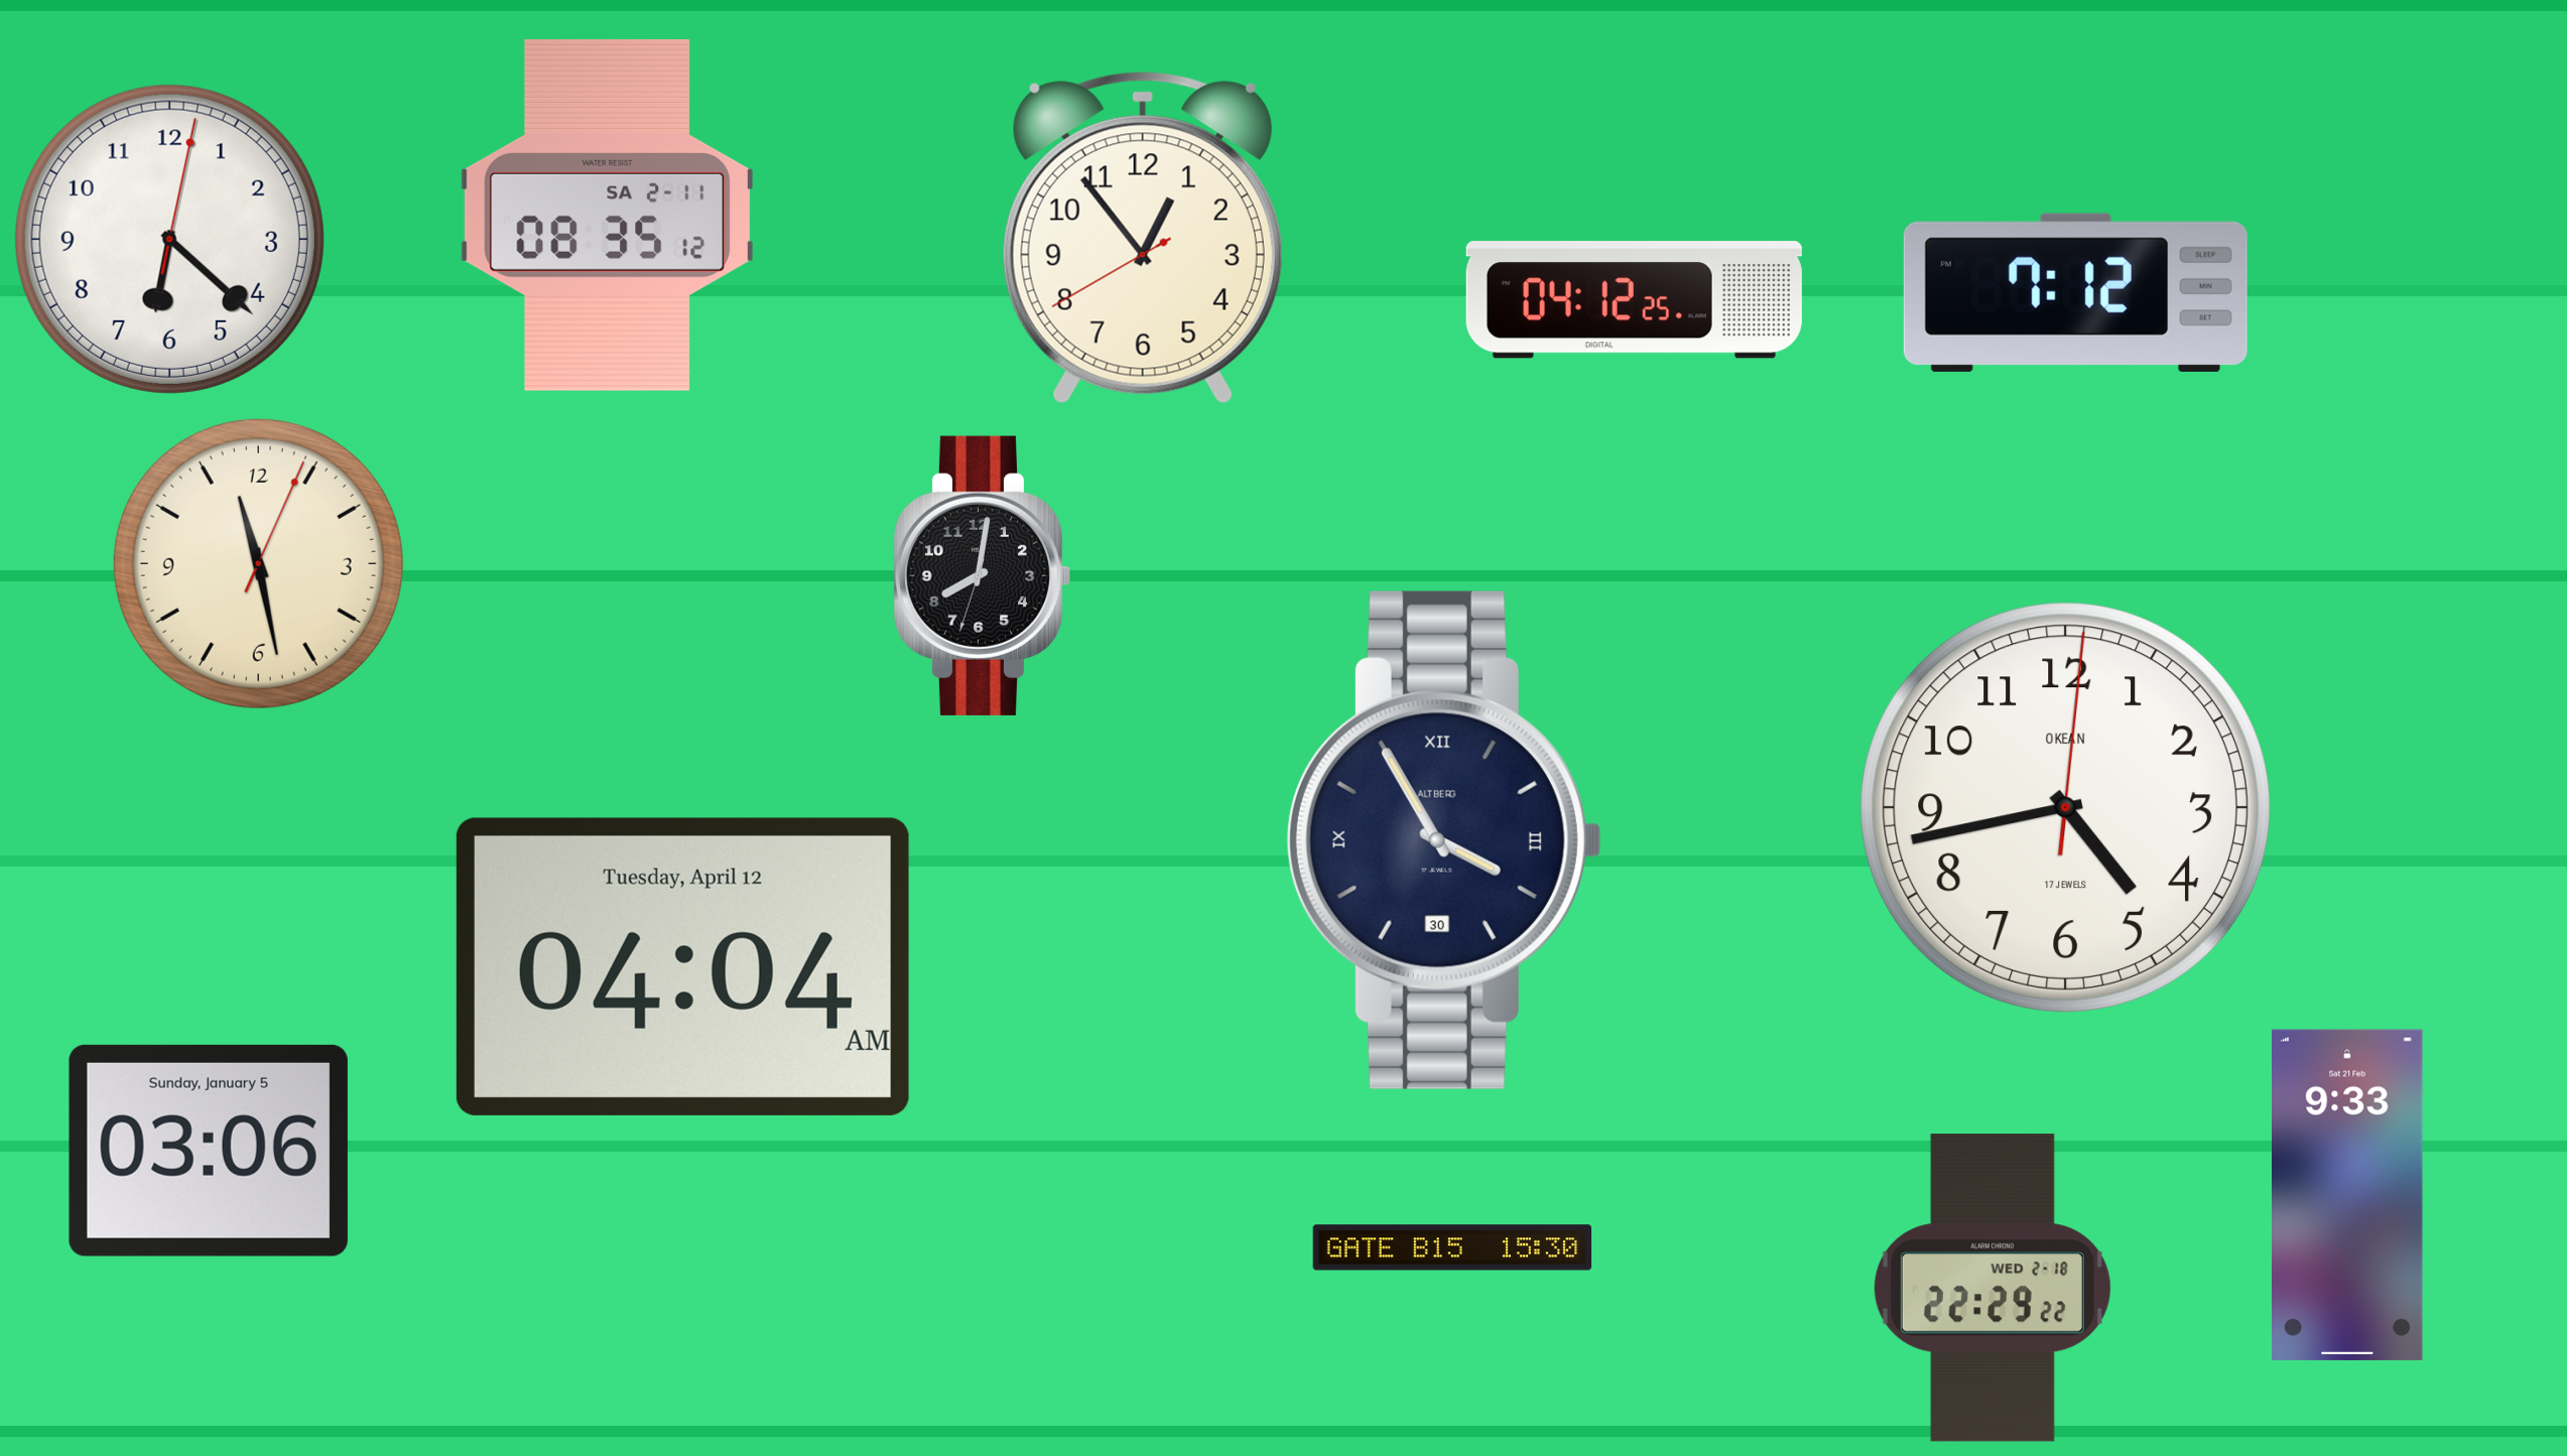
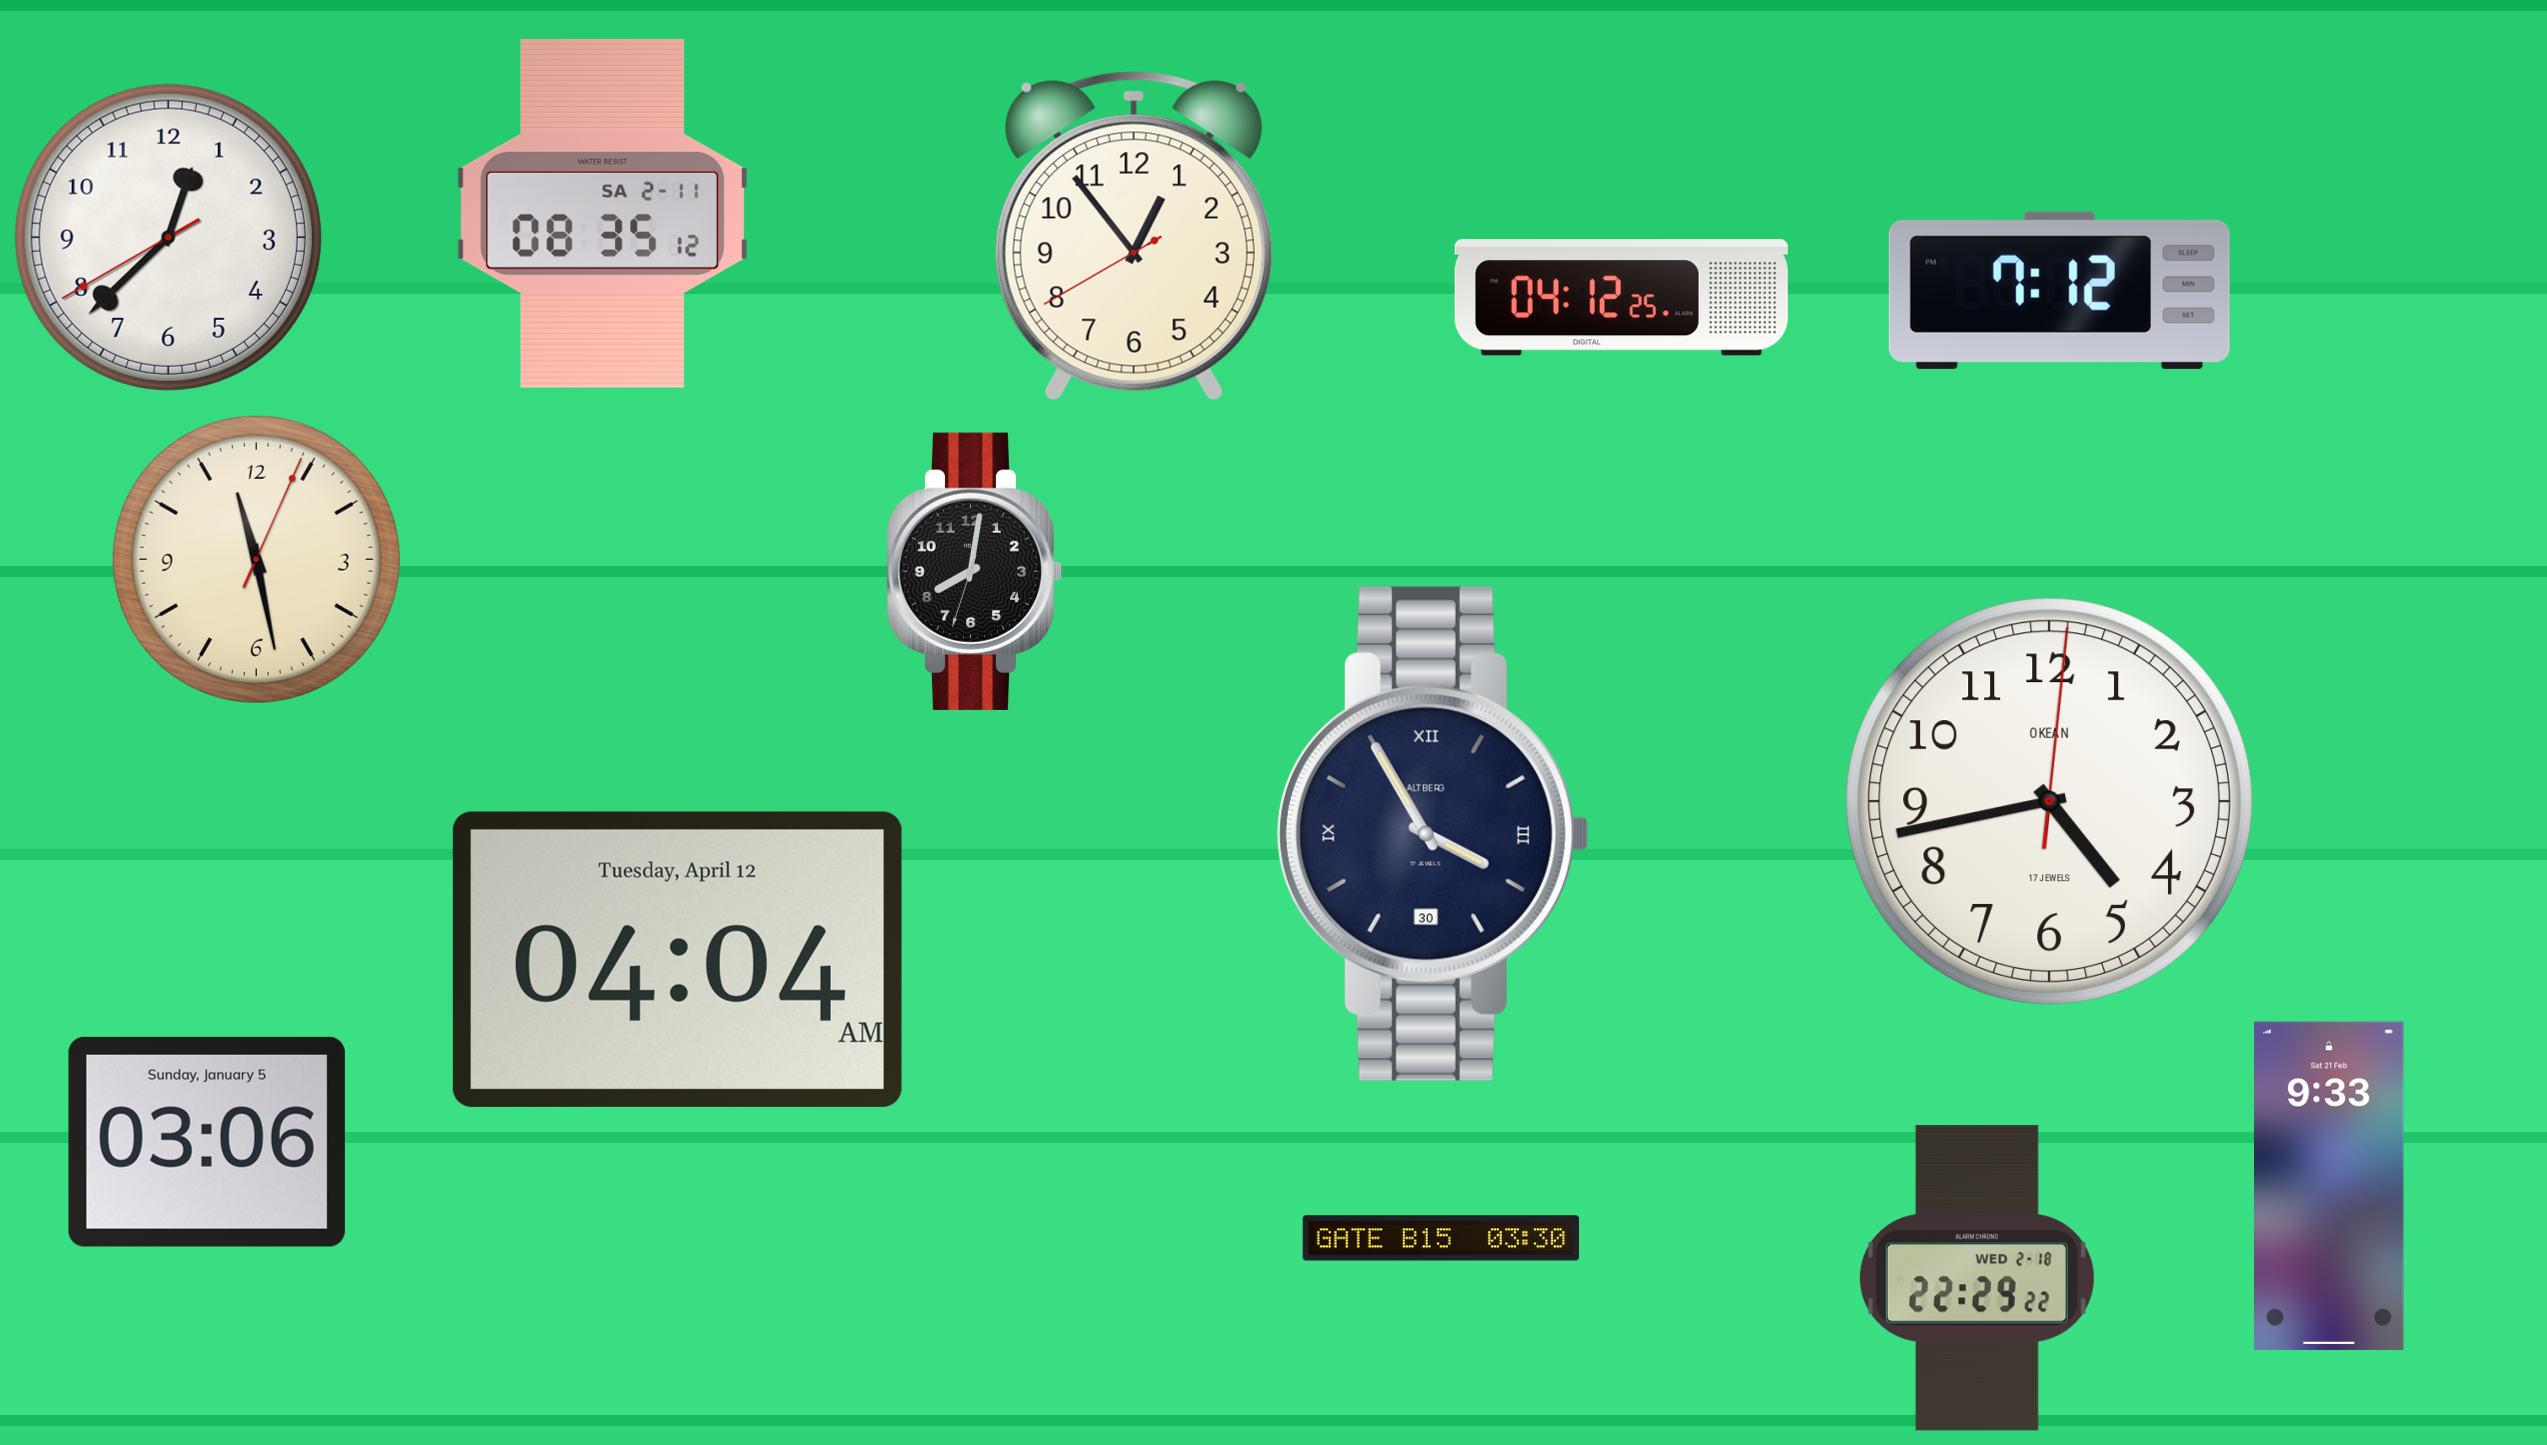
clock at (169, 239): 6:22 -> 12:37
clock at (1452, 1247): 15:30 -> 03:30
